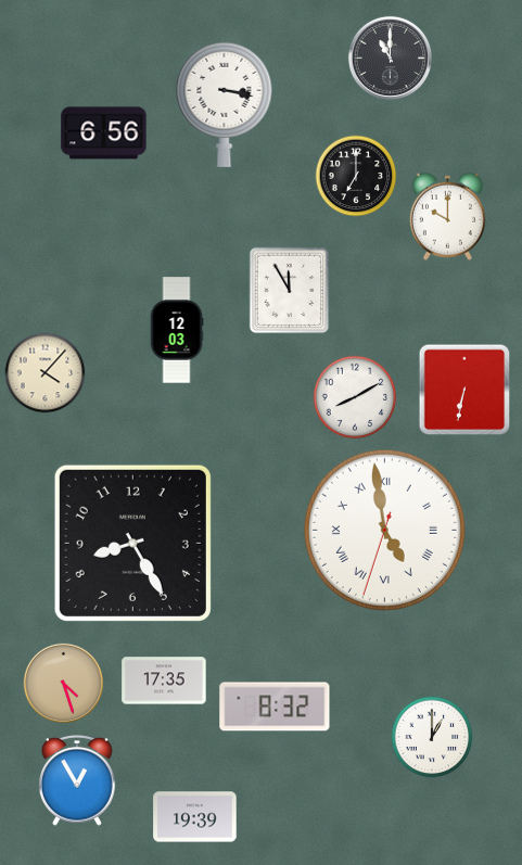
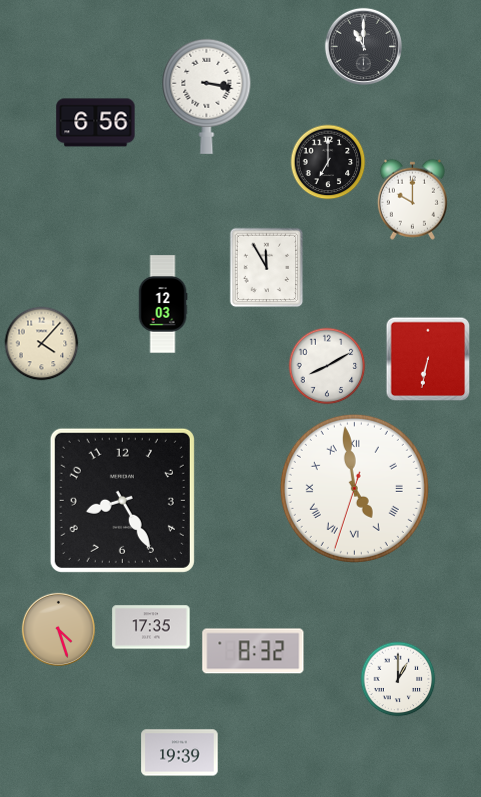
clock at (390, 58) position: (390, 58) -> (363, 46)
clock at (78, 780): 12:55 -> none
